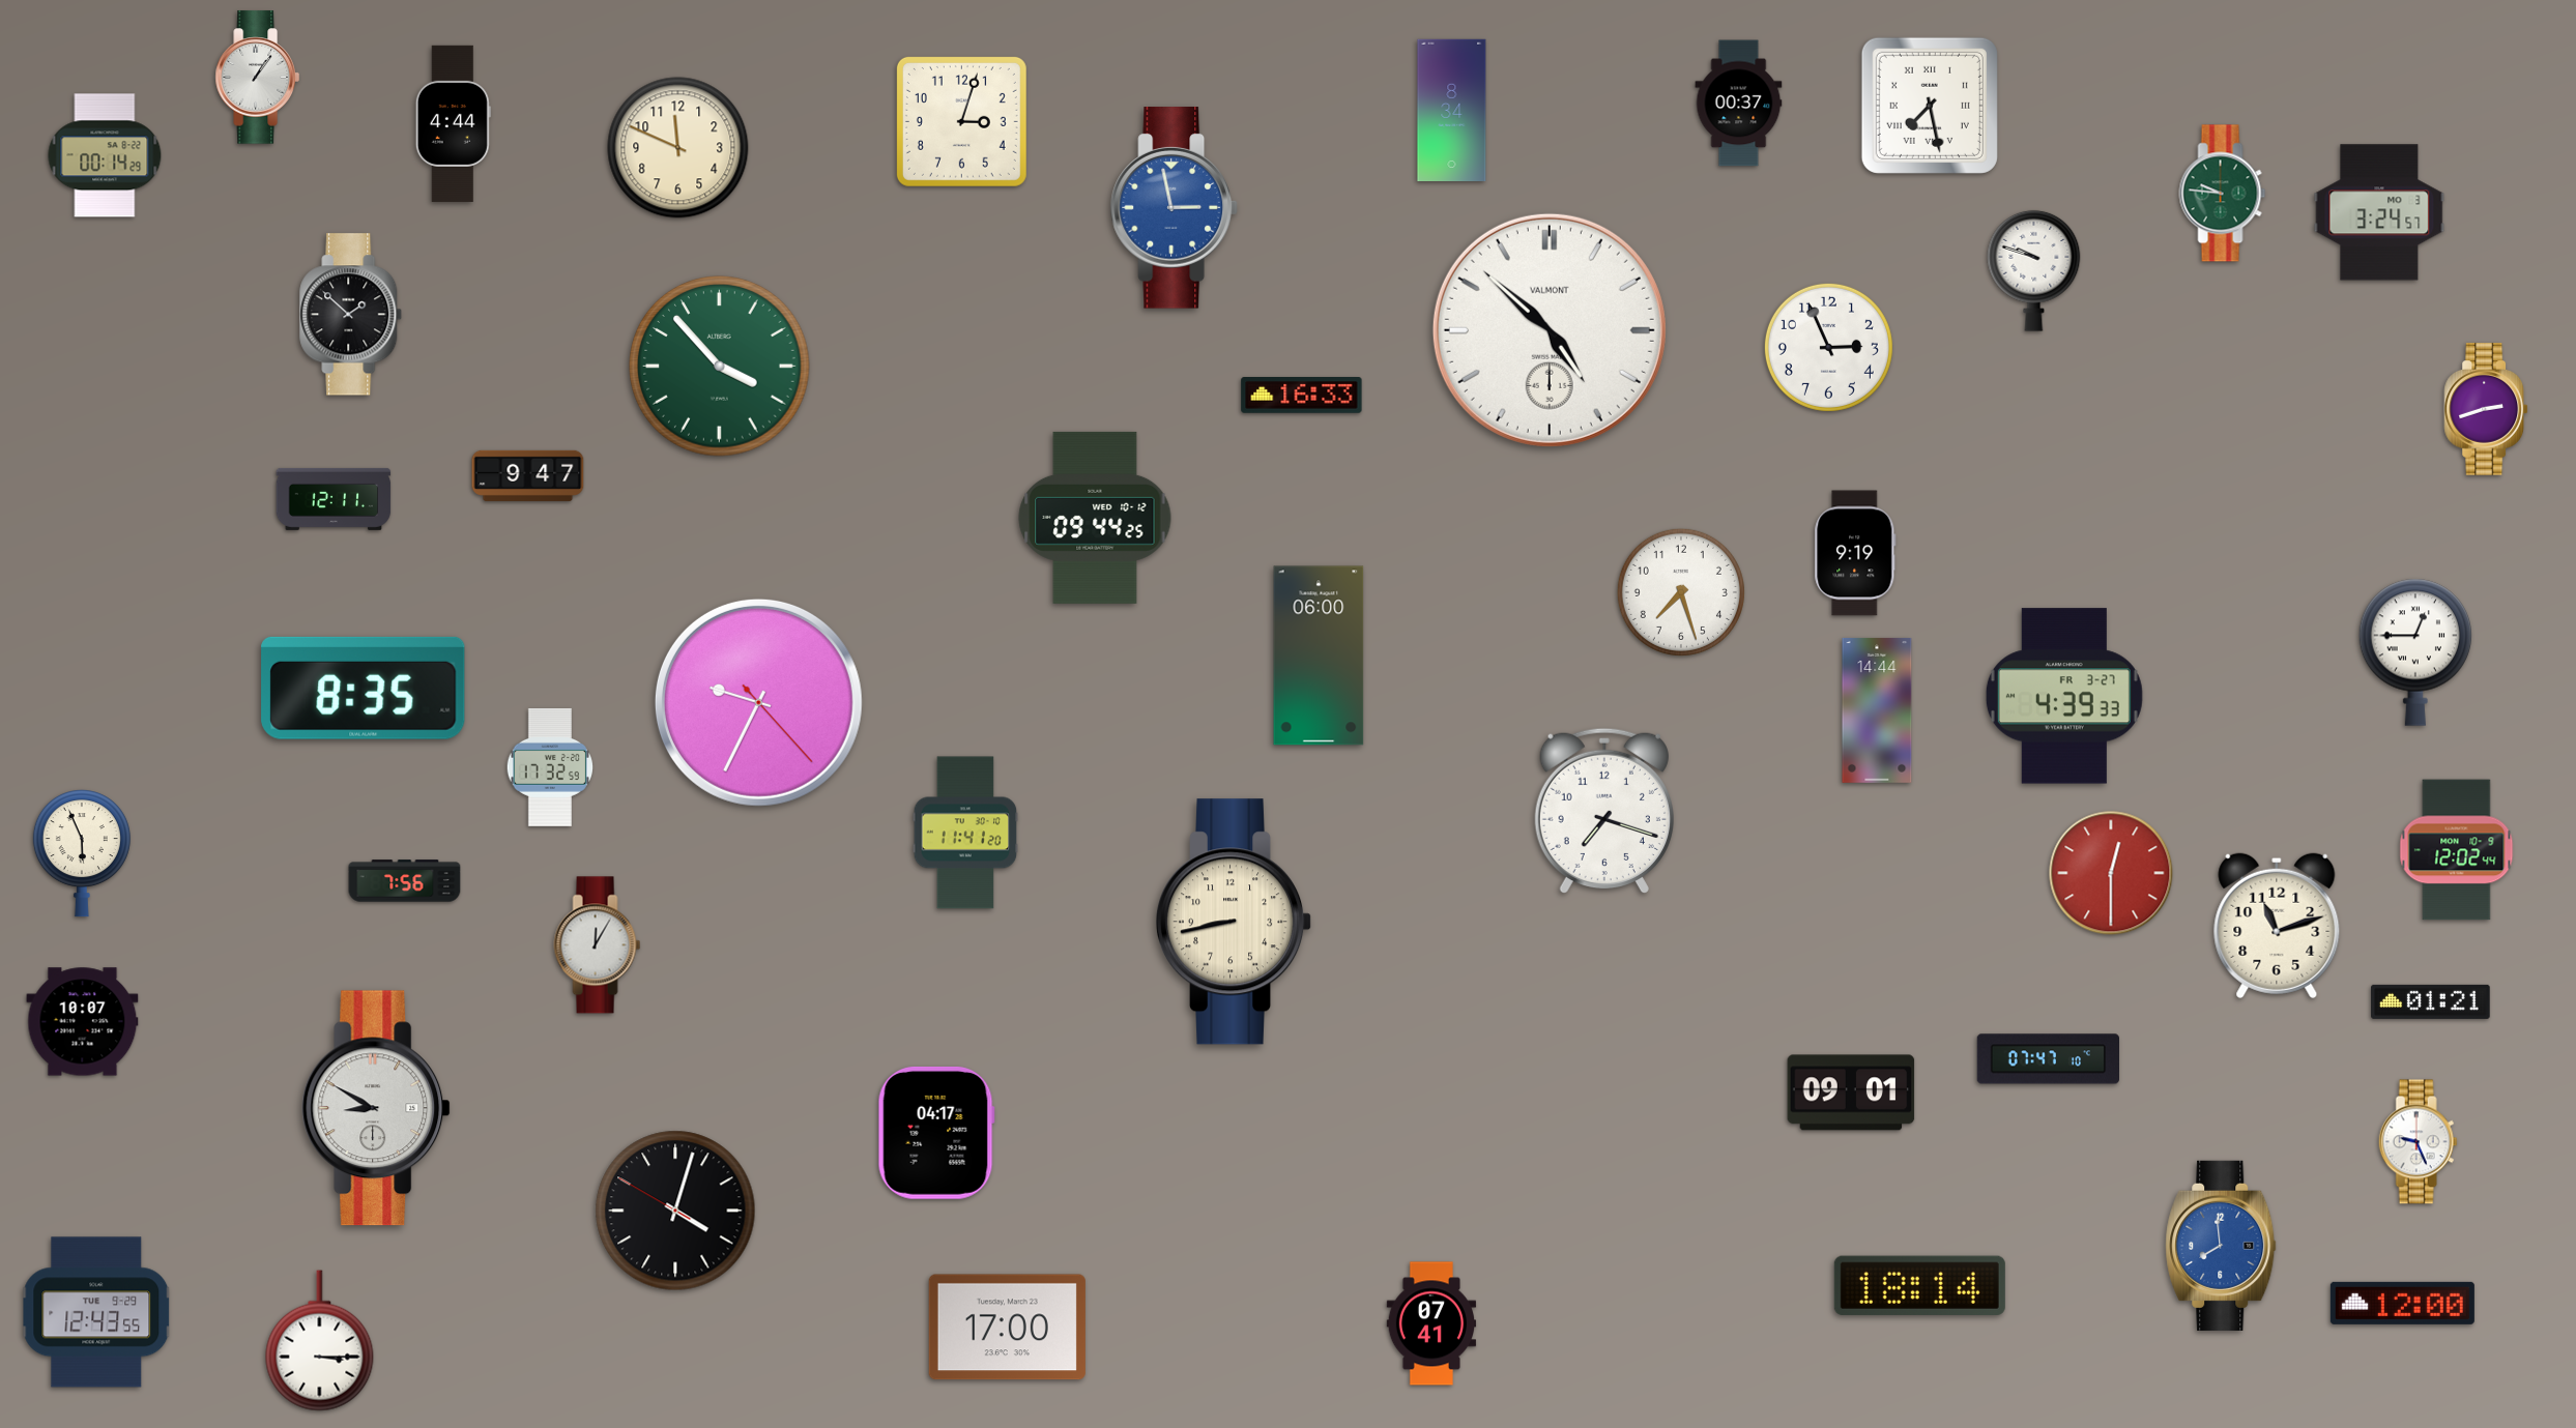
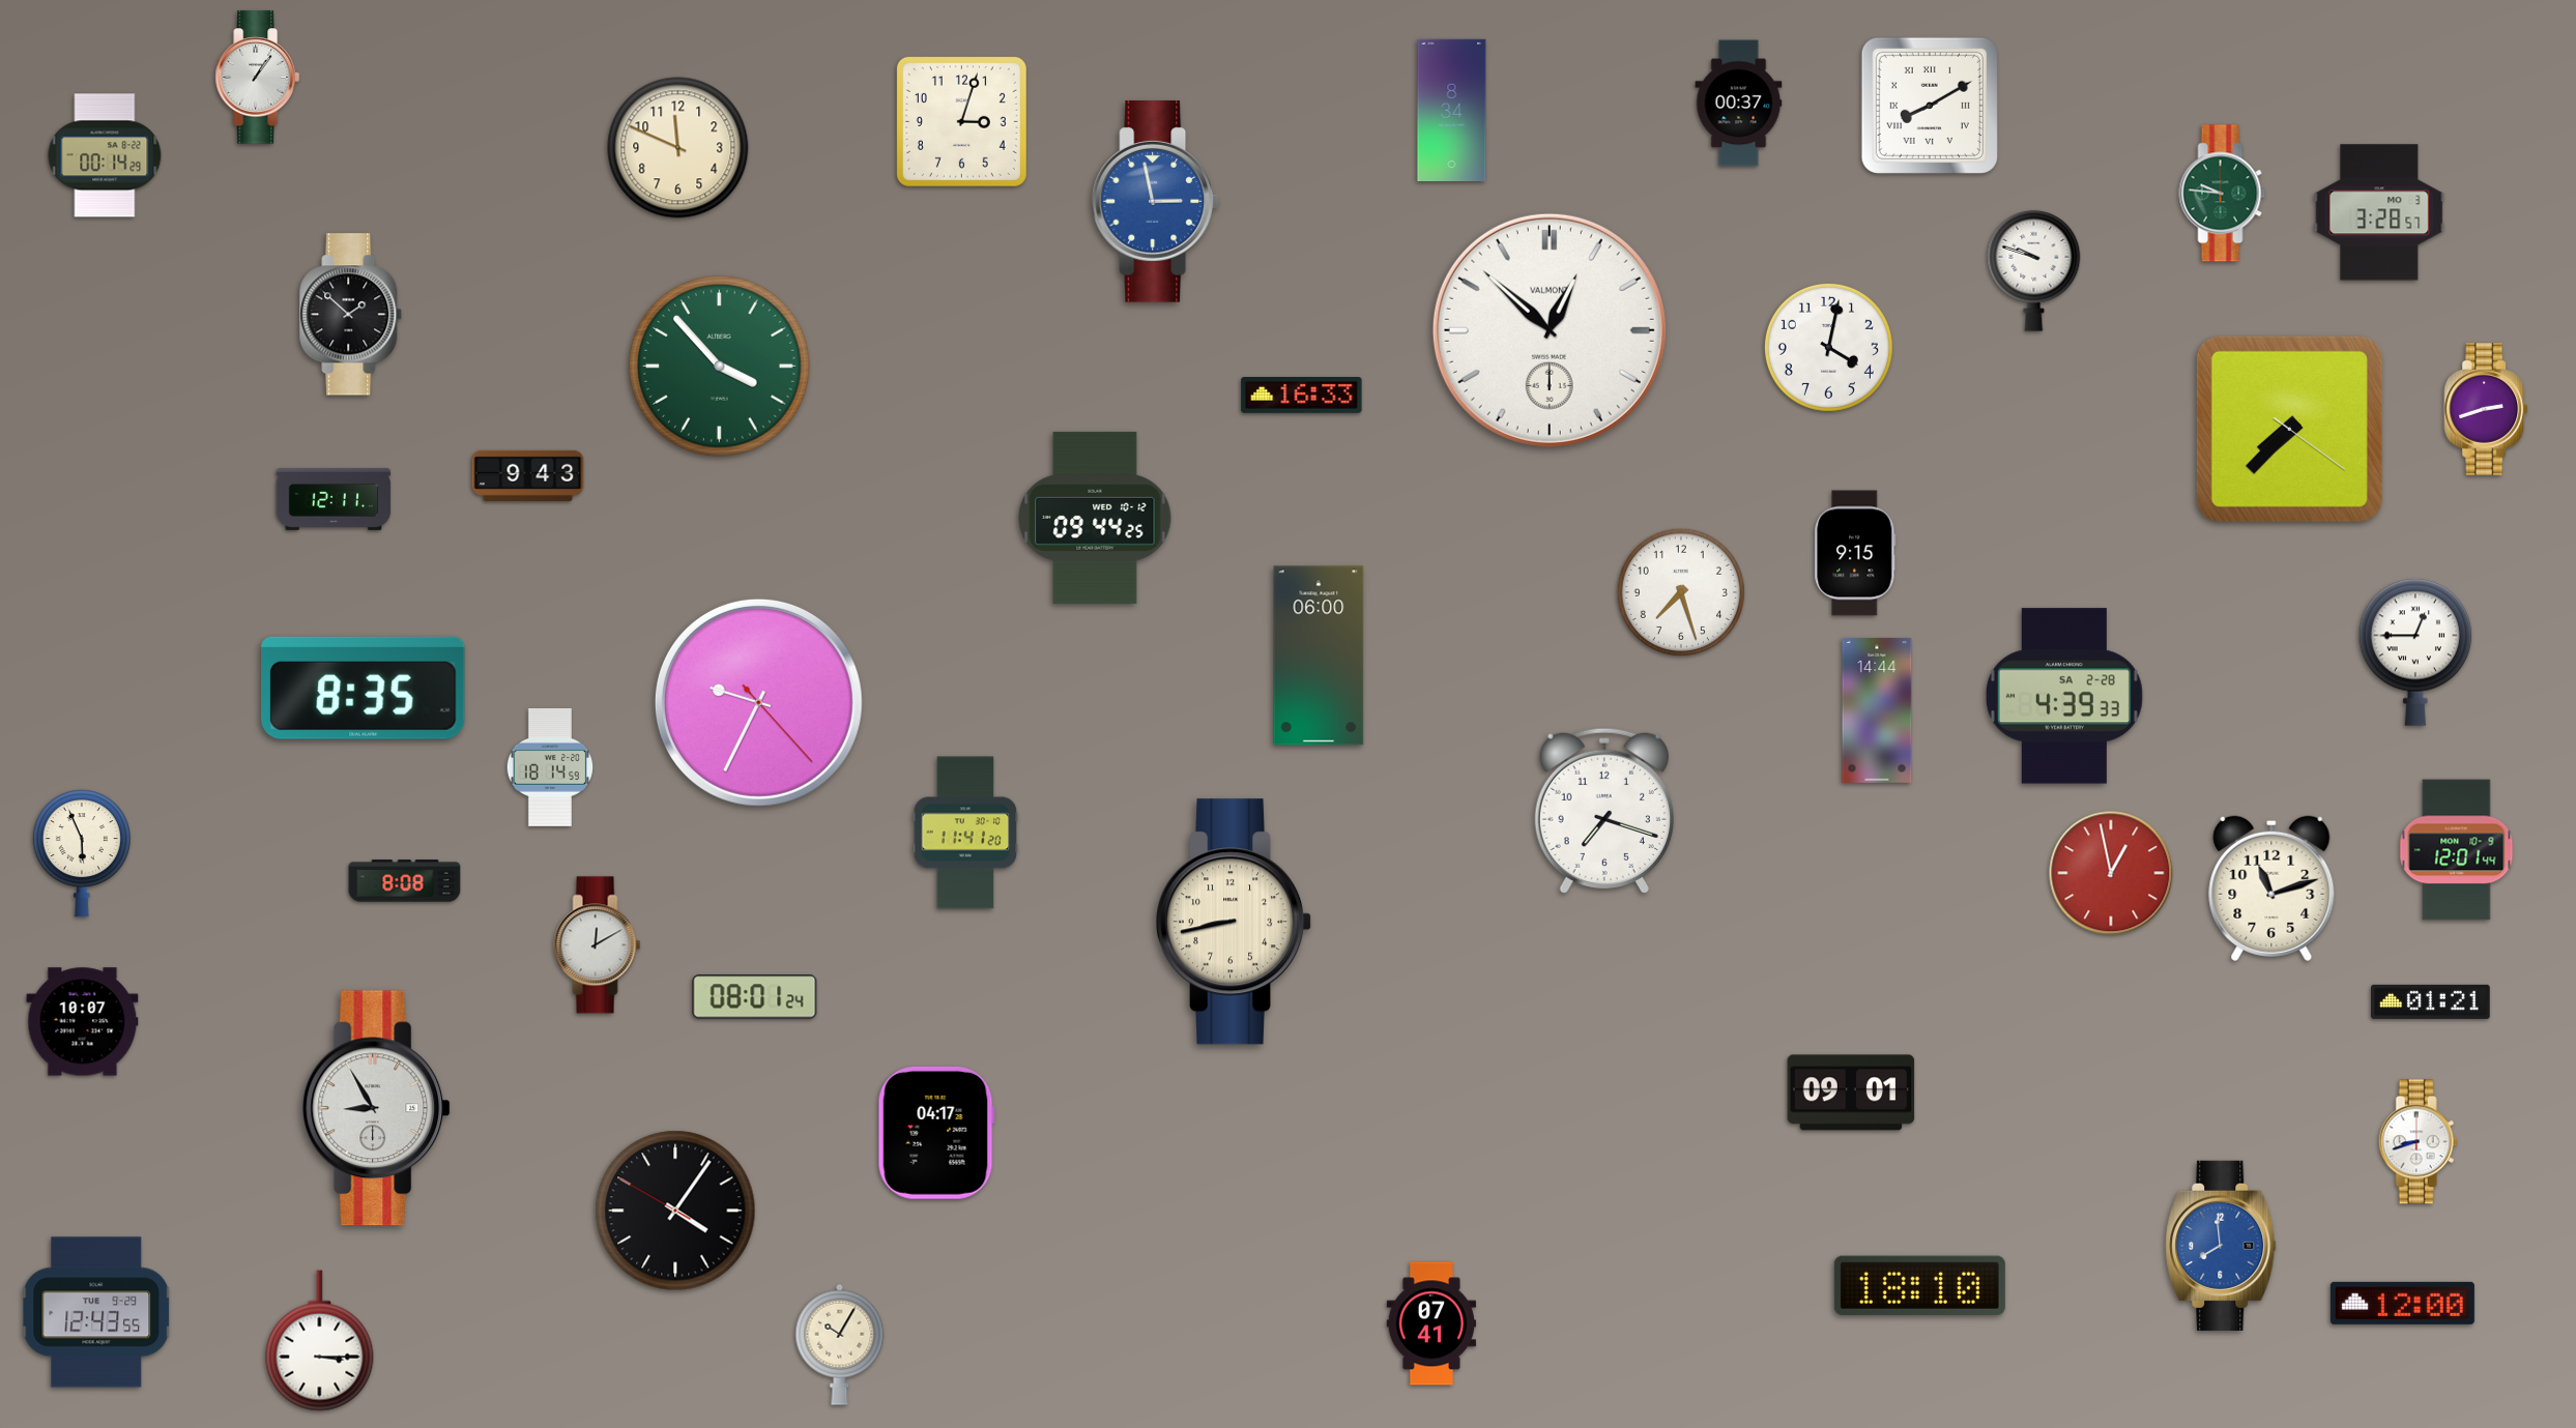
clock at (1930, 106): 7:28 -> 8:10
clock at (453, 123): 4:44 -> none
clock at (1174, 208) position: (1174, 208) -> (1155, 202)
clock at (2379, 212): 3:24 -> 3:28
clock at (1550, 330): 4:52 -> 12:52
clock at (1828, 347): 2:56 -> 4:02
clock at (2289, 429): none -> 7:37
clock at (528, 475): 9:47 -> 9:43
clock at (1855, 553): 9:19 -> 9:15
clock at (2064, 696) date: FR 3-27 -> SA 2-28
clock at (549, 767): 17:32 -> 18:14
clock at (2457, 850): 12:02 -> 12:01
clock at (2111, 873): 12:30 -> 12:58
clock at (405, 881): 7:56 -> 8:08
clock at (2277, 926) position: (2277, 926) -> (2271, 888)
clock at (598, 945): 12:05 -> 12:10
clock at (755, 997): none -> 08:01
clock at (2048, 1059): 07:47 -> none
clock at (376, 1108): 8:50 -> 8:55
clock at (2418, 1142): 9:26 -> 8:42
clock at (675, 1211): 4:02 -> 4:05
clock at (1919, 1285): 18:14 -> 18:10
clock at (1007, 1328): 17:00 -> none
clock at (840, 1344): none -> 10:05
